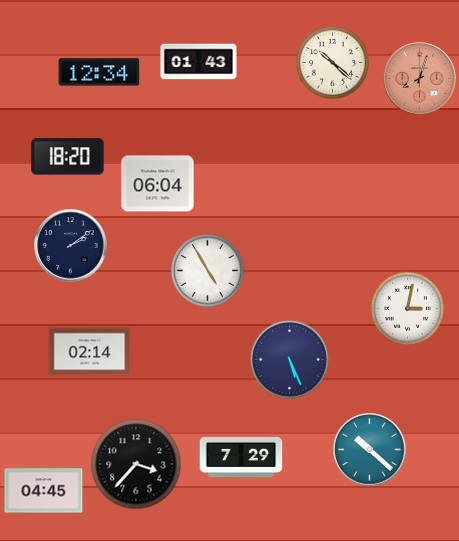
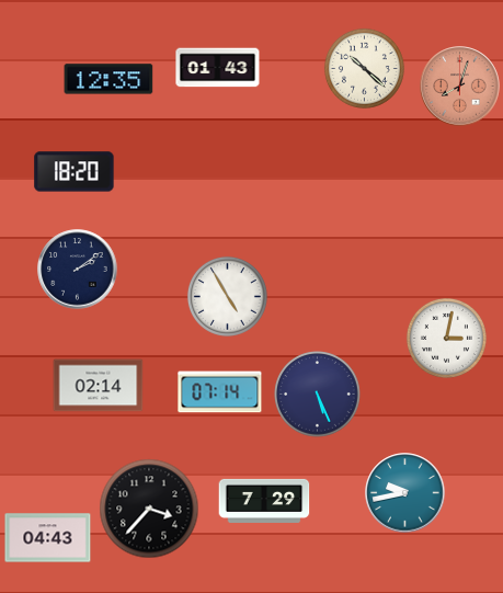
clock at (99, 72): 12:34 -> 12:35
clock at (158, 184): 06:04 -> none
clock at (220, 392): none -> 07:14
clock at (370, 450): 10:22 -> 9:43
clock at (44, 491): 04:45 -> 04:43
